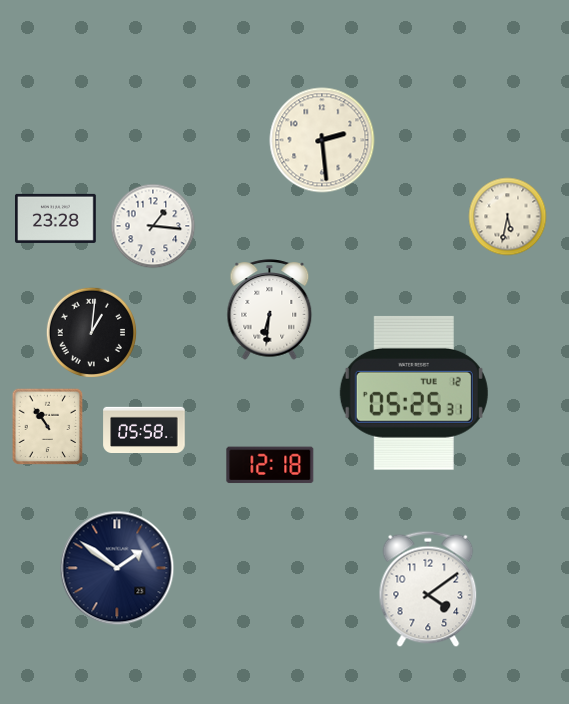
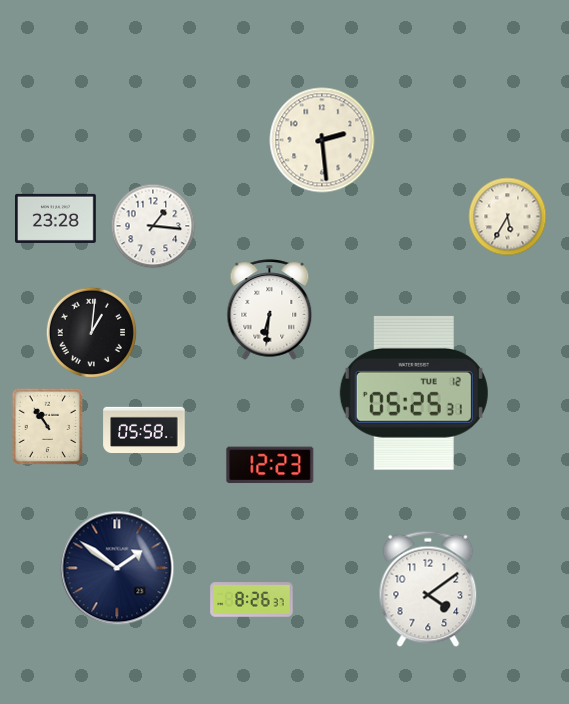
clock at (508, 217): 5:32 -> 5:35
clock at (270, 465): 12:18 -> 12:23
clock at (252, 600): none -> 8:26
